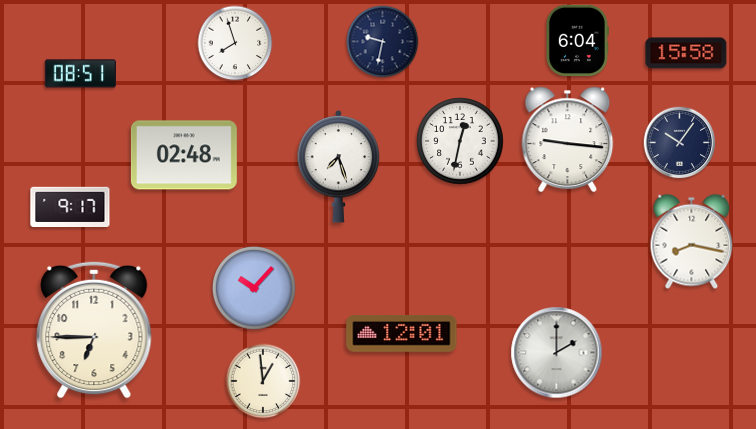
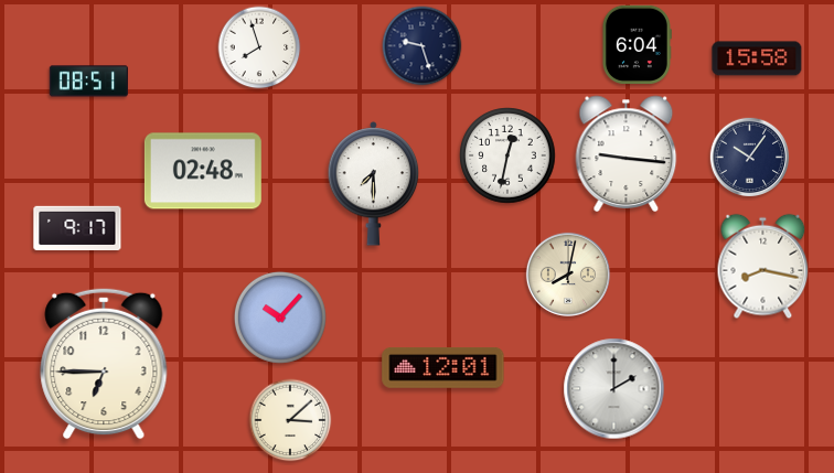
clock at (383, 42): 9:32 -> 9:27
clock at (339, 167): 7:27 -> 7:30
clock at (568, 275): none -> 8:02
clock at (263, 381): 12:59 -> 3:08
